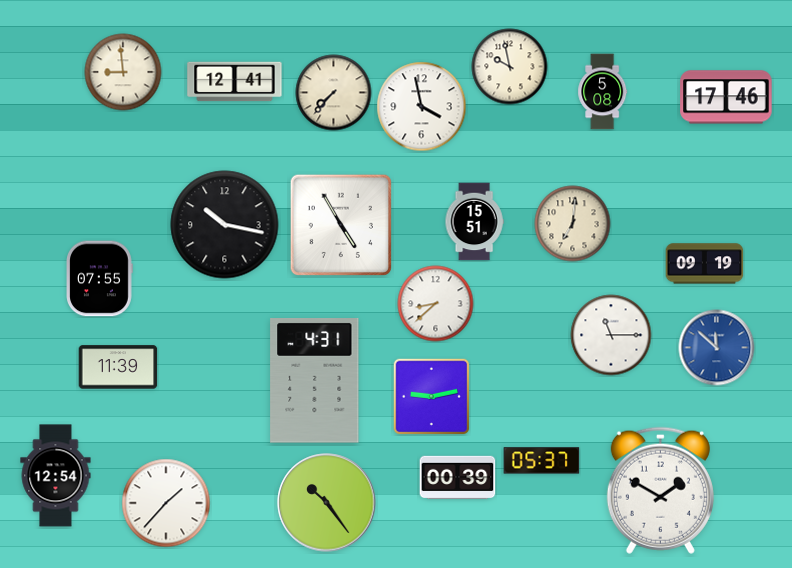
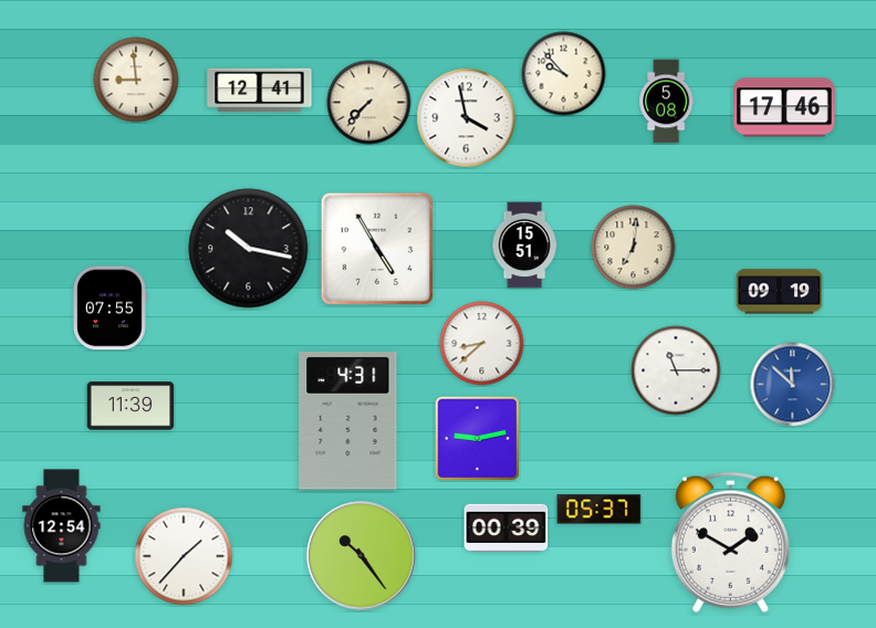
clock at (510, 67): 9:58 -> 9:53
clock at (726, 97) position: (726, 97) -> (784, 107)
clock at (436, 304) position: (436, 304) -> (482, 344)
